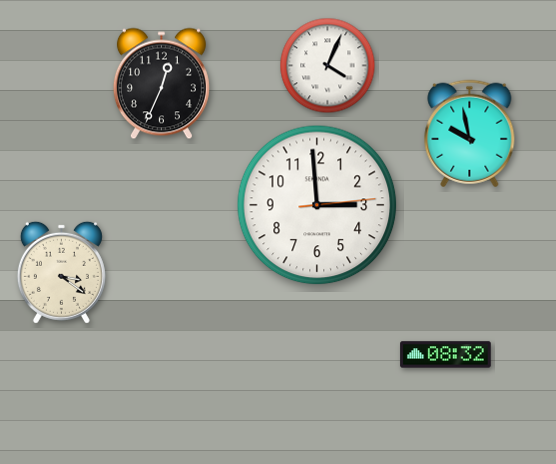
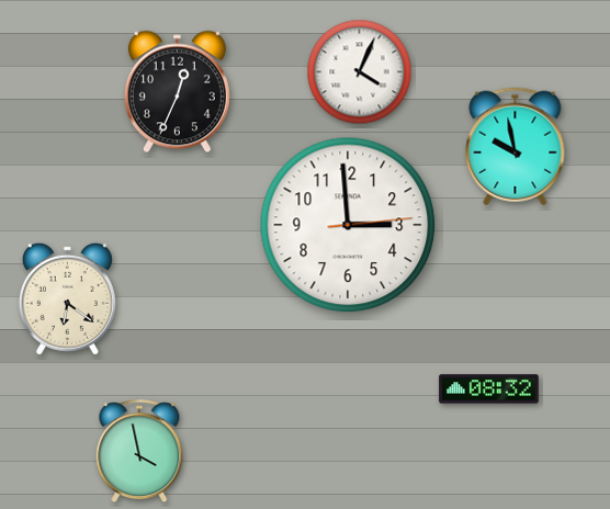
clock at (61, 272): 3:21 -> 6:21
clock at (139, 452): none -> 3:58
